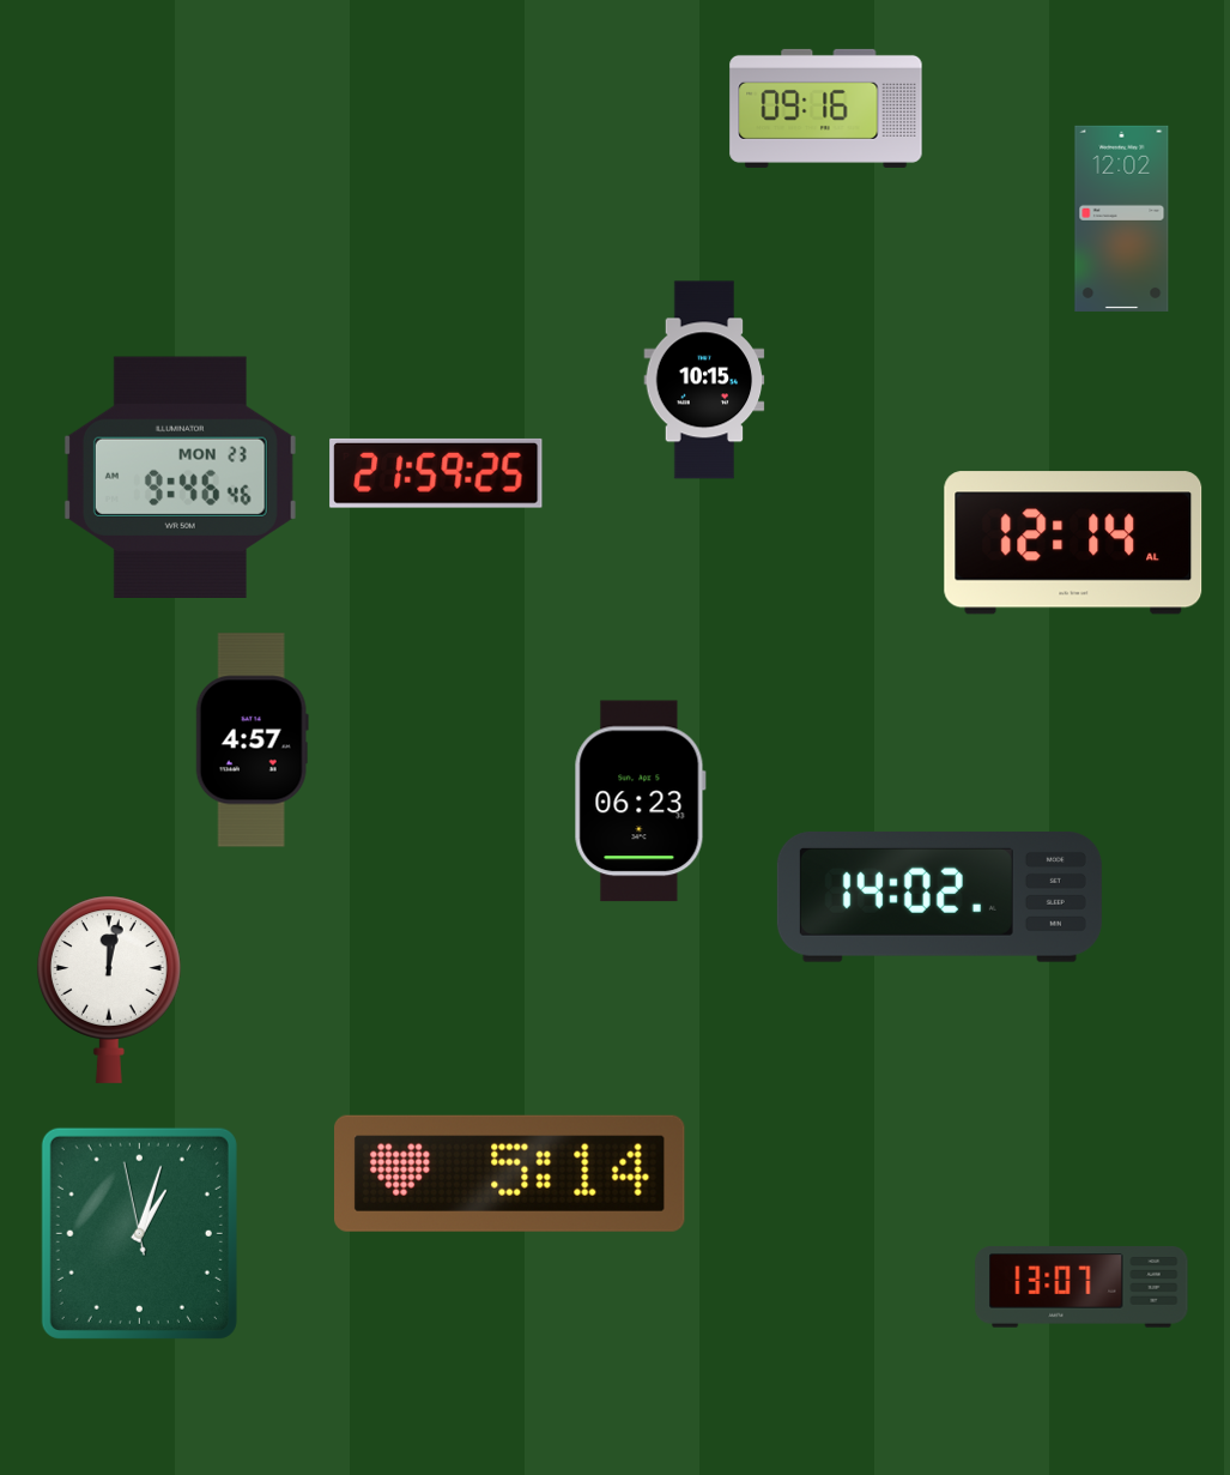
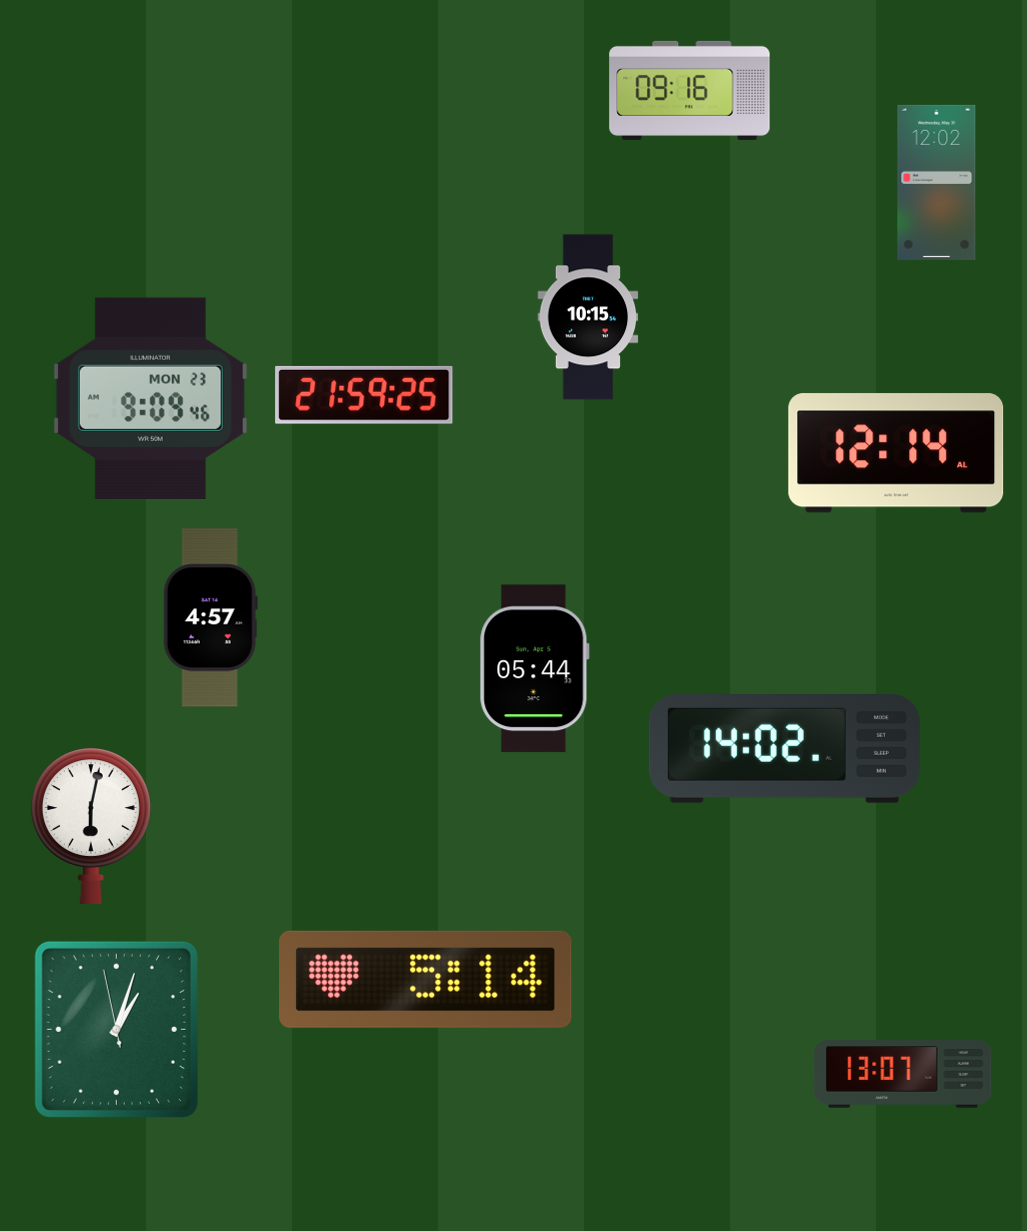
clock at (180, 477): 9:46 -> 9:09
clock at (640, 802): 06:23 -> 05:44
clock at (109, 990): 12:02 -> 6:02
